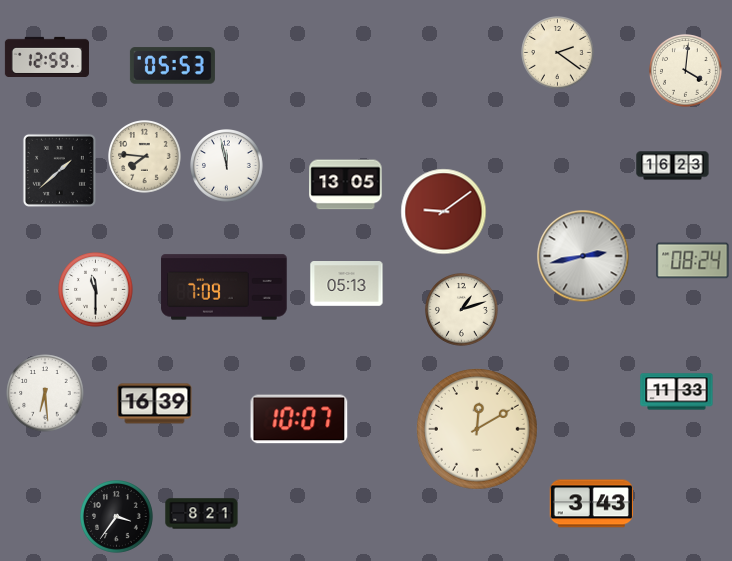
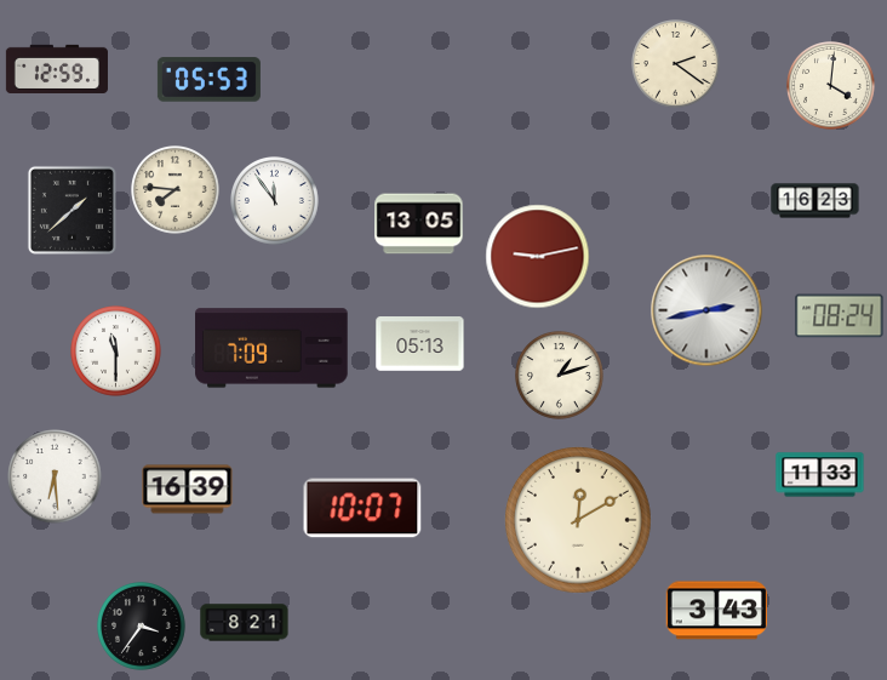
clock at (227, 166): 11:58 -> 11:54
clock at (59, 170) position: (59, 170) -> (71, 210)
clock at (444, 212): 9:09 -> 9:13
